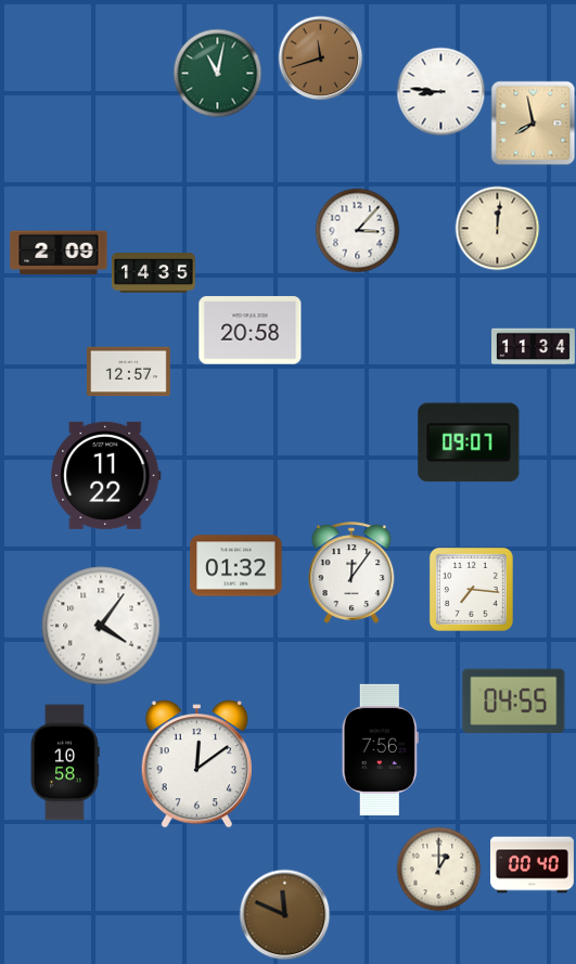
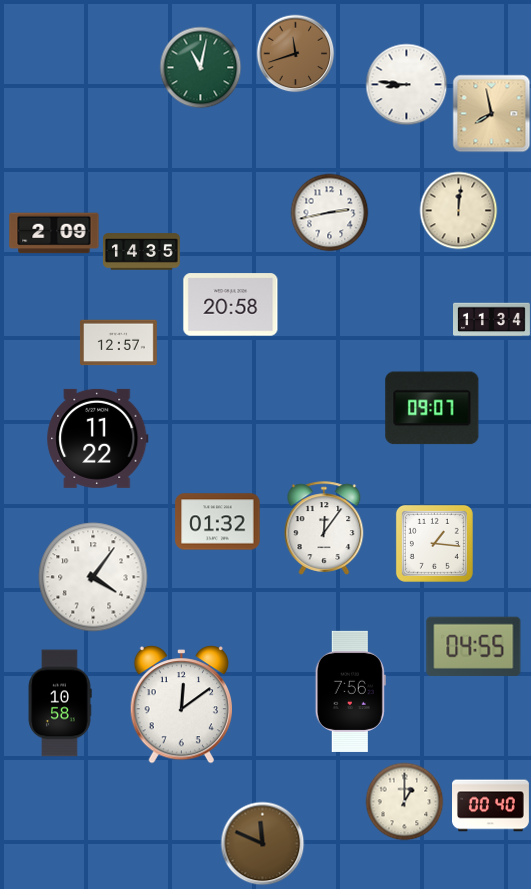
clock at (357, 230): 3:07 -> 2:43
clock at (471, 589): 7:16 -> 1:16
clock at (533, 865) position: (533, 865) -> (491, 806)
